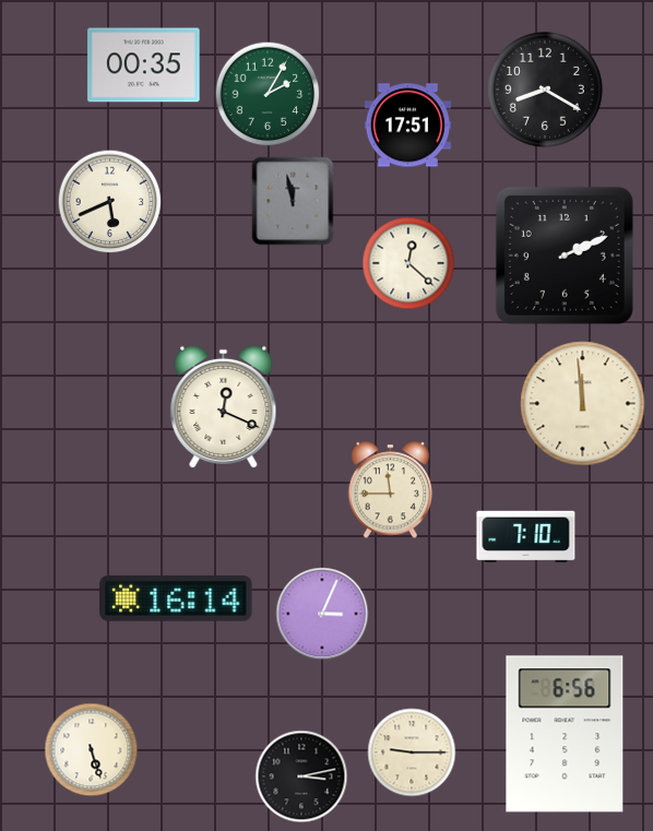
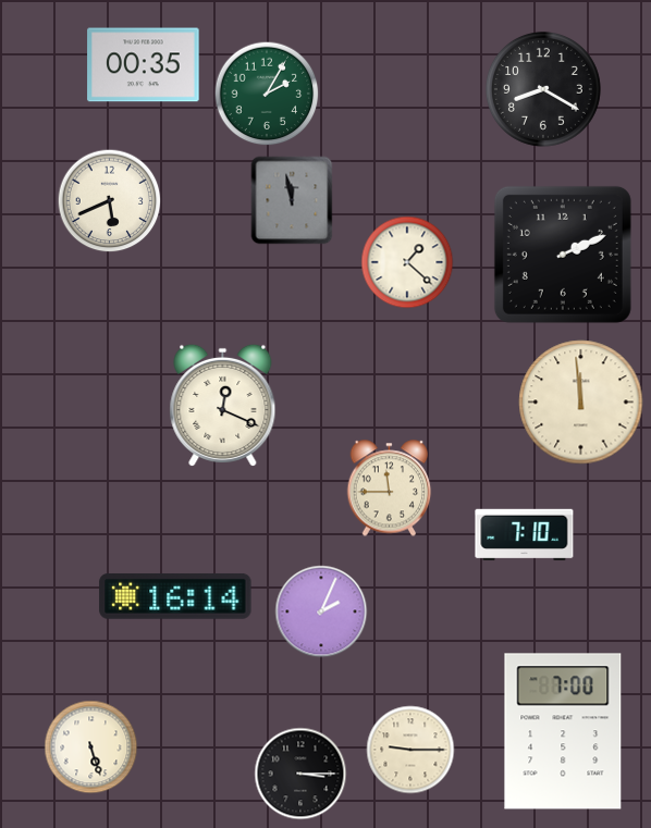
clock at (407, 126): 17:51 -> none
clock at (408, 263): 12:22 -> 1:22
clock at (322, 614): 3:04 -> 2:04
clock at (565, 734): 6:56 -> 7:00
clock at (301, 776): 3:13 -> 3:15
